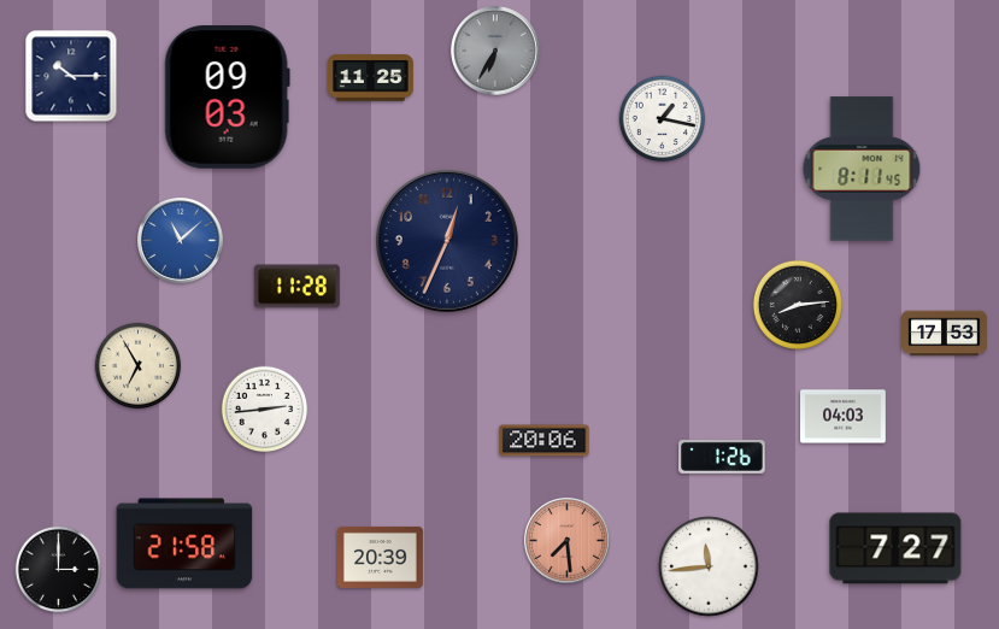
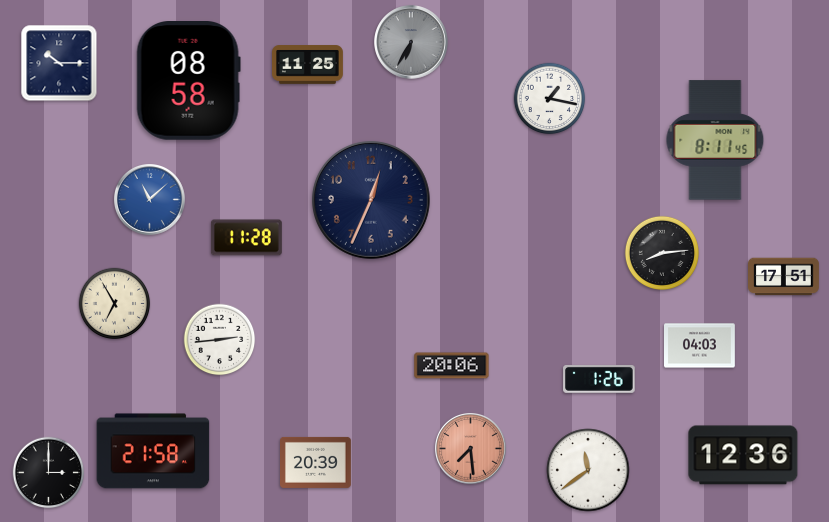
clock at (227, 98): 09:03 -> 08:58
clock at (945, 334): 17:53 -> 17:51
clock at (895, 548): 7:27 -> 12:36
clock at (709, 566): 11:44 -> 11:39
